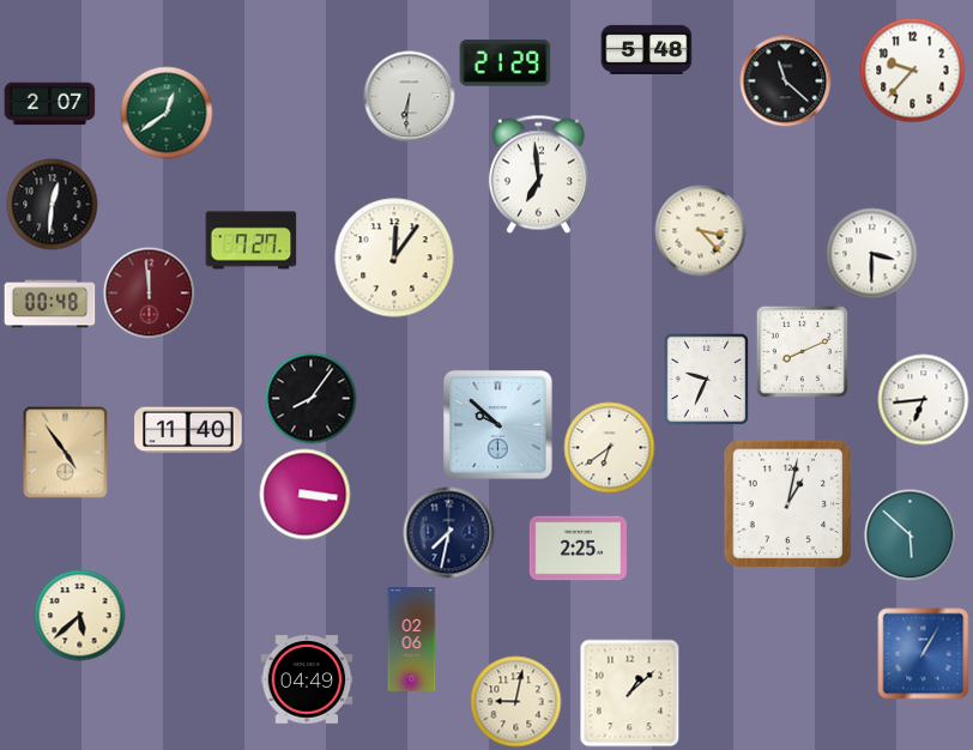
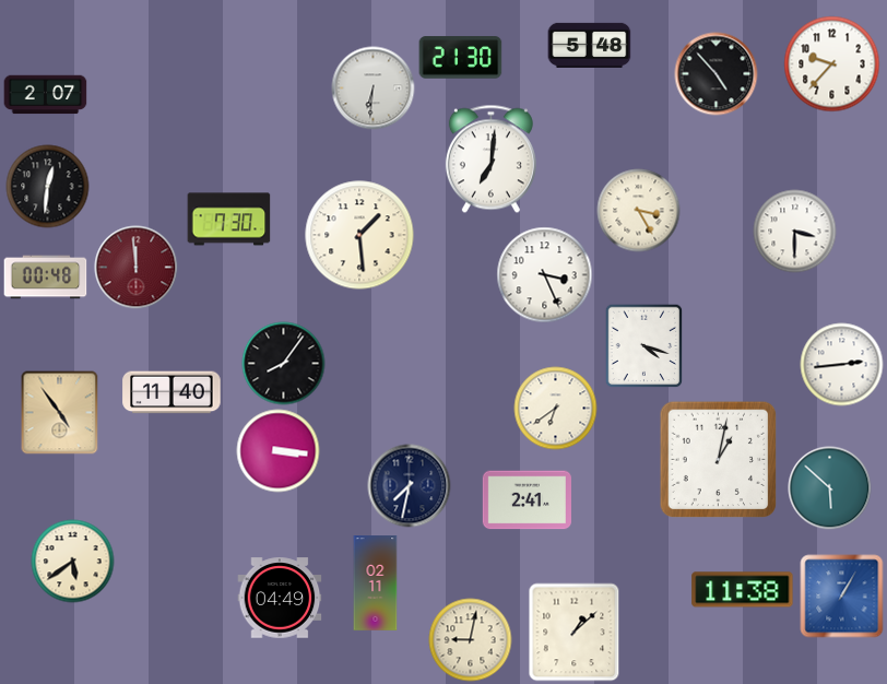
clock at (506, 63): 21:29 -> 21:30
clock at (786, 81): 11:22 -> 4:53
clock at (167, 113): 12:39 -> none
clock at (538, 175): 6:59 -> 7:01
clock at (701, 231): 3:23 -> 3:25
clock at (252, 241): 7:27 -> 7:30
clock at (394, 258): 12:06 -> 1:29
clock at (545, 275): none -> 3:26
clock at (802, 351): 8:11 -> none
clock at (707, 379): 9:34 -> 4:18
clock at (924, 400): 6:44 -> 2:44
clock at (498, 425): 9:52 -> none
clock at (578, 549): 2:25 -> 2:41
clock at (80, 616): 5:38 -> 5:39
clock at (412, 640): 02:06 -> 02:11
clock at (743, 590): none -> 11:38
clock at (307, 679) position: (307, 679) -> (280, 598)
